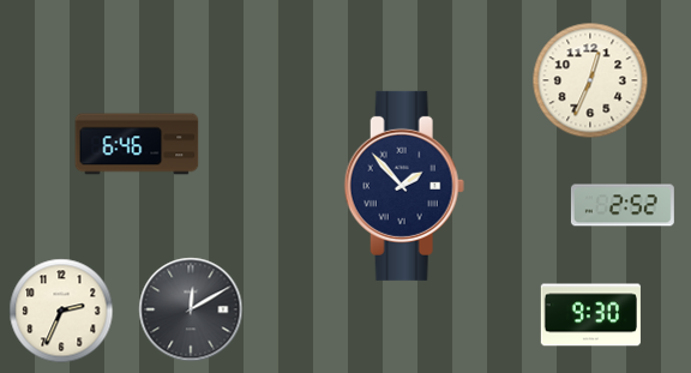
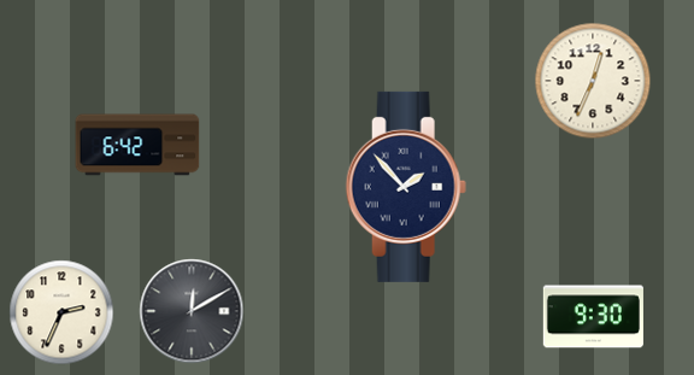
clock at (137, 144): 6:46 -> 6:42
clock at (623, 205): 2:52 -> none
